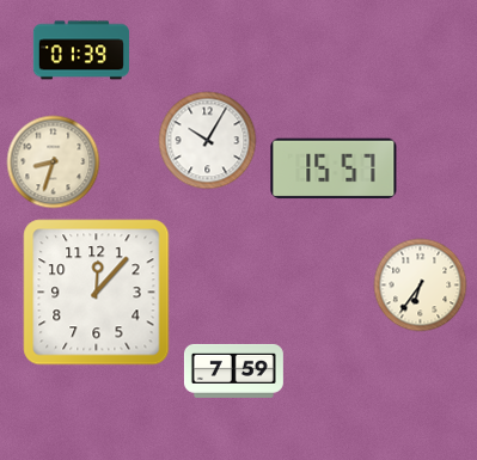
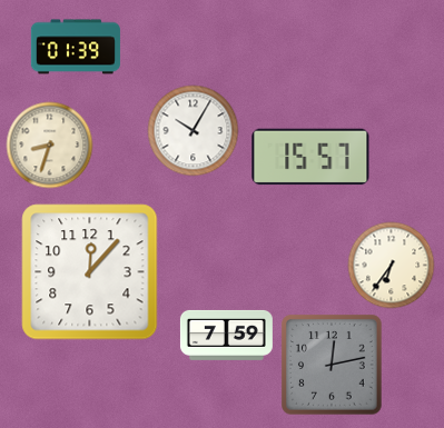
clock at (53, 161) position: (53, 161) -> (49, 145)
clock at (233, 370) position: (233, 370) -> (226, 335)
clock at (332, 365): none -> 12:13
